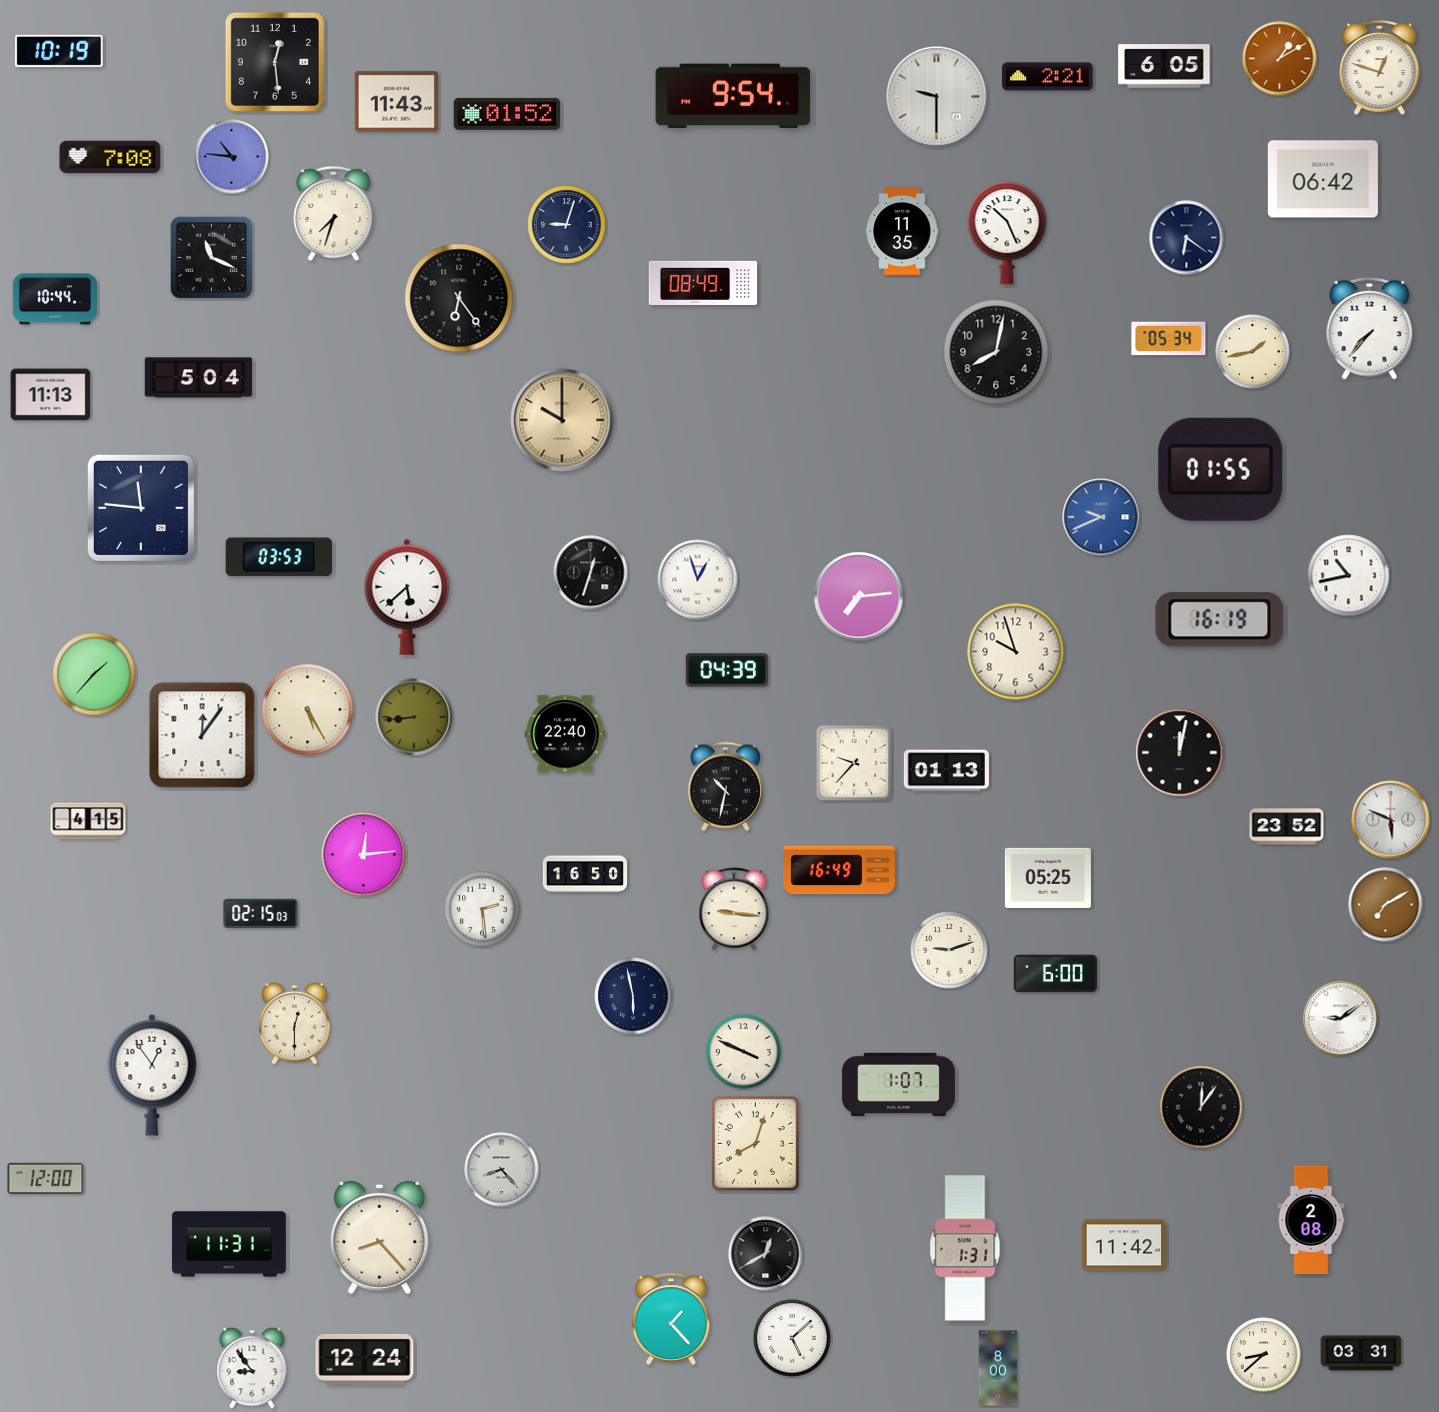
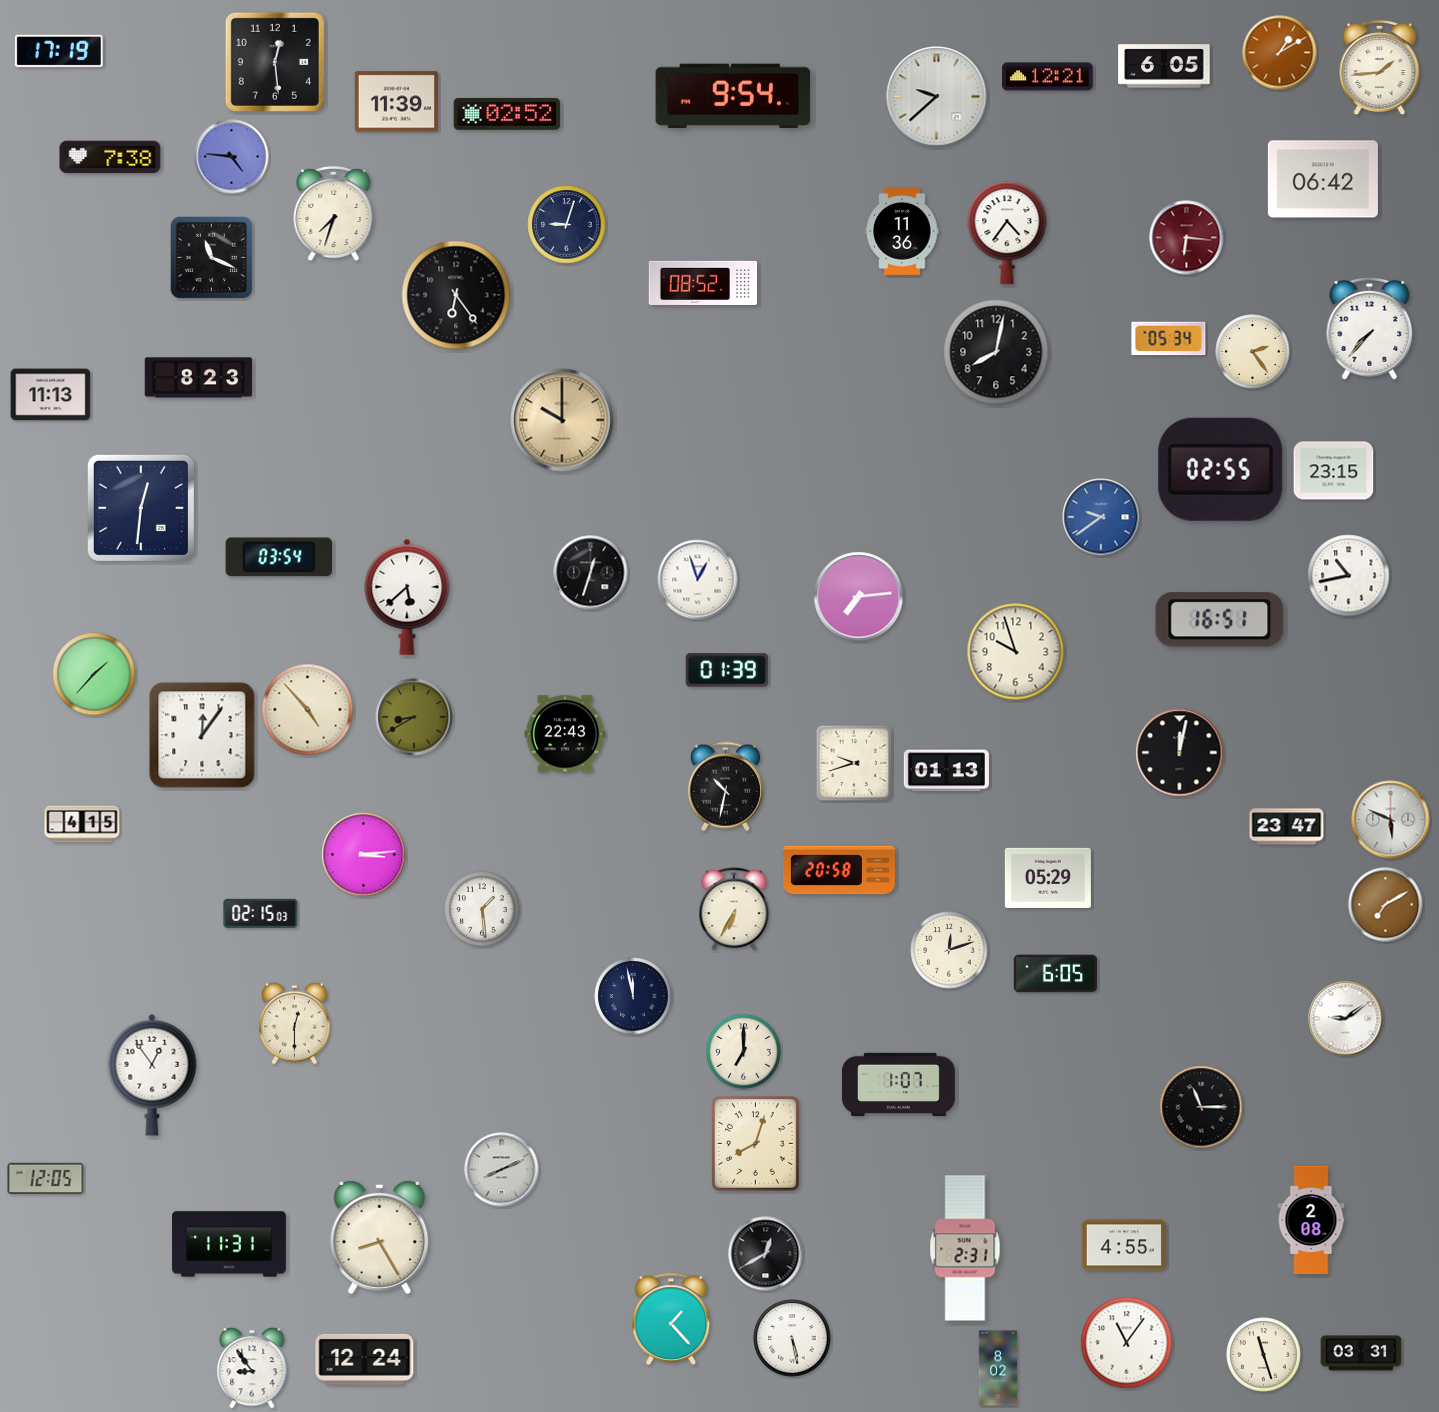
clock at (59, 51): 10:19 -> 17:19
clock at (1280, 59) position: (1280, 59) -> (1280, 53)
clock at (1380, 68): 12:48 -> 1:44
clock at (1048, 77): 2:21 -> 12:21
clock at (937, 97): 9:30 -> 9:38
clock at (397, 102): 11:43 -> 11:39
clock at (507, 114): 01:52 -> 02:52
clock at (110, 157): 7:08 -> 7:38
clock at (232, 157): 10:46 -> 4:46
clock at (902, 231): 11:35 -> 11:36
clock at (1007, 233): 10:26 -> 4:36
clock at (1187, 238): 6:21 -> 6:16
clock at (1187, 238) dial: navy -> burgundy
clock at (703, 283): 08:49 -> 08:52
clock at (459, 298) position: (459, 298) -> (456, 295)
clock at (54, 299): 10:44 -> none
clock at (1253, 352): 1:43 -> 2:24
clock at (199, 378): 5:04 -> 8:23
clock at (1221, 469): 01:55 -> 02:55
clock at (1334, 471): none -> 23:15
clock at (141, 508): 11:46 -> 12:31
clock at (1101, 517): 9:41 -> 9:39
clock at (279, 557): 03:53 -> 03:54
clock at (1220, 620): 16:19 -> 16:51
clock at (727, 670): 04:39 -> 01:39
clock at (308, 710): 5:25 -> 4:53
clock at (414, 717): 8:44 -> 8:40
clock at (565, 734): 22:40 -> 22:43
clock at (854, 763): 9:37 -> 9:42
clock at (88, 821) position: (88, 821) -> (82, 824)
clock at (1287, 827): 23:52 -> 23:47
clock at (364, 855): 12:14 -> 3:14
clock at (839, 870): 16:49 -> 20:58
clock at (585, 874): 16:50 -> none
clock at (1048, 878): 05:25 -> 05:29
clock at (482, 909): 2:29 -> 1:29
clock at (734, 909): 9:16 -> 6:35
clock at (949, 950): 9:12 -> 12:12
clock at (1056, 974): 6:00 -> 6:05
clock at (633, 996): 5:58 -> 11:58
clock at (1341, 1019) position: (1341, 1019) -> (1346, 1019)
clock at (744, 1052): 3:49 -> 7:00
clock at (1201, 1107): 12:06 -> 11:15
clock at (502, 1170): 8:23 -> 8:11
clock at (46, 1179): 12:00 -> 12:05
clock at (380, 1237): 8:23 -> 8:25
clock at (1123, 1245): 11:42 -> 4:55
clock at (965, 1248): 1:31 -> 2:31
clock at (792, 1338): 5:08 -> 5:28
clock at (1127, 1343): none -> 11:06
clock at (1264, 1355): 8:38 -> 11:27
clock at (998, 1368): 8:00 -> 8:02
